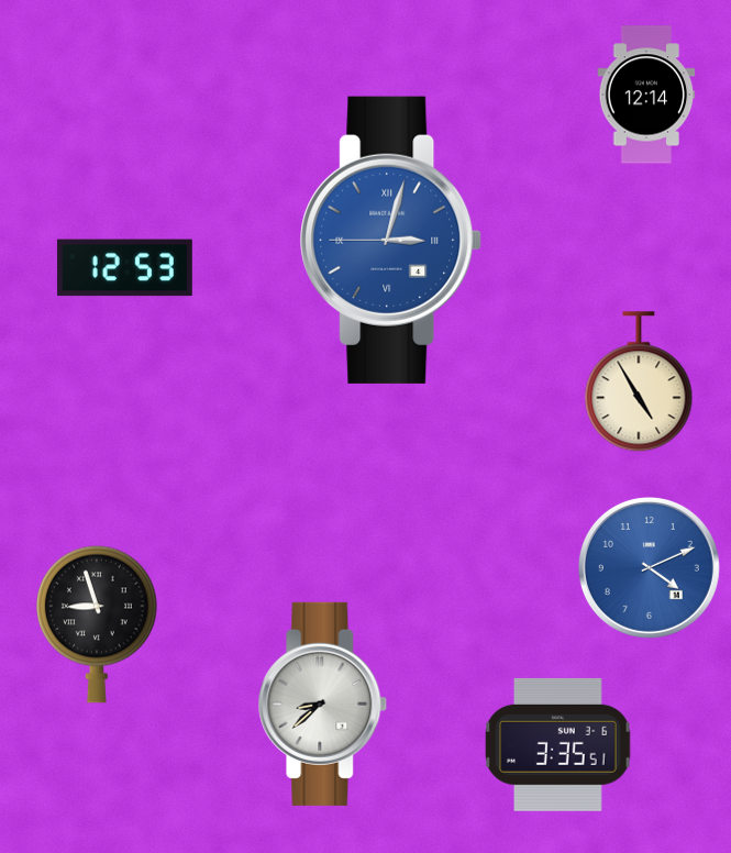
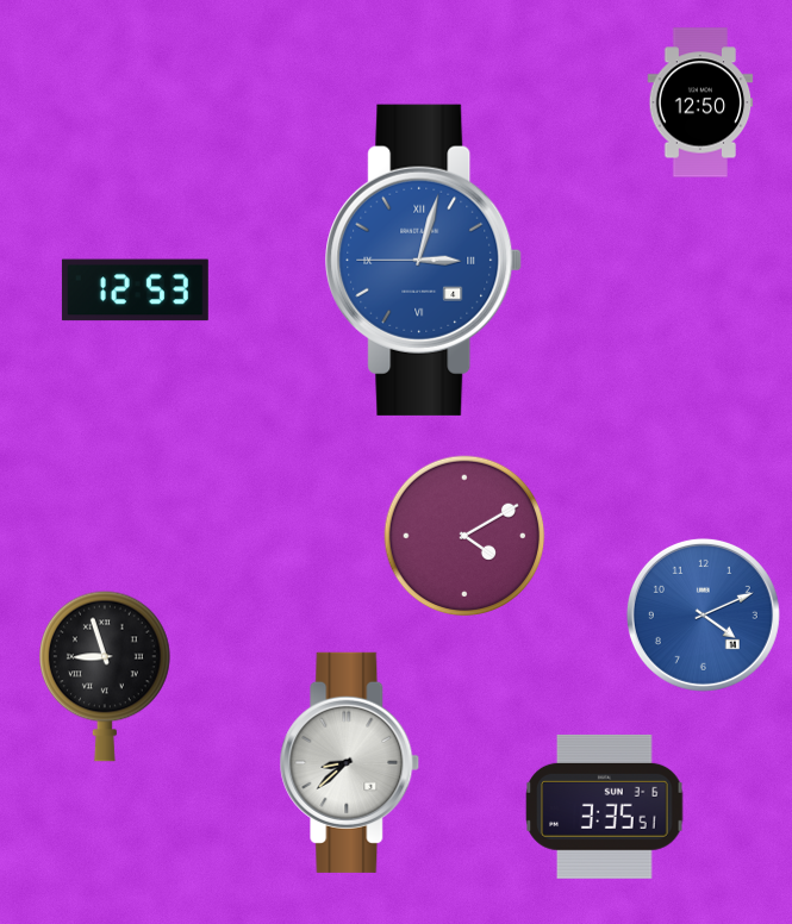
clock at (646, 95): 12:14 -> 12:50
clock at (639, 383): 4:55 -> none
clock at (464, 536): none -> 4:10
